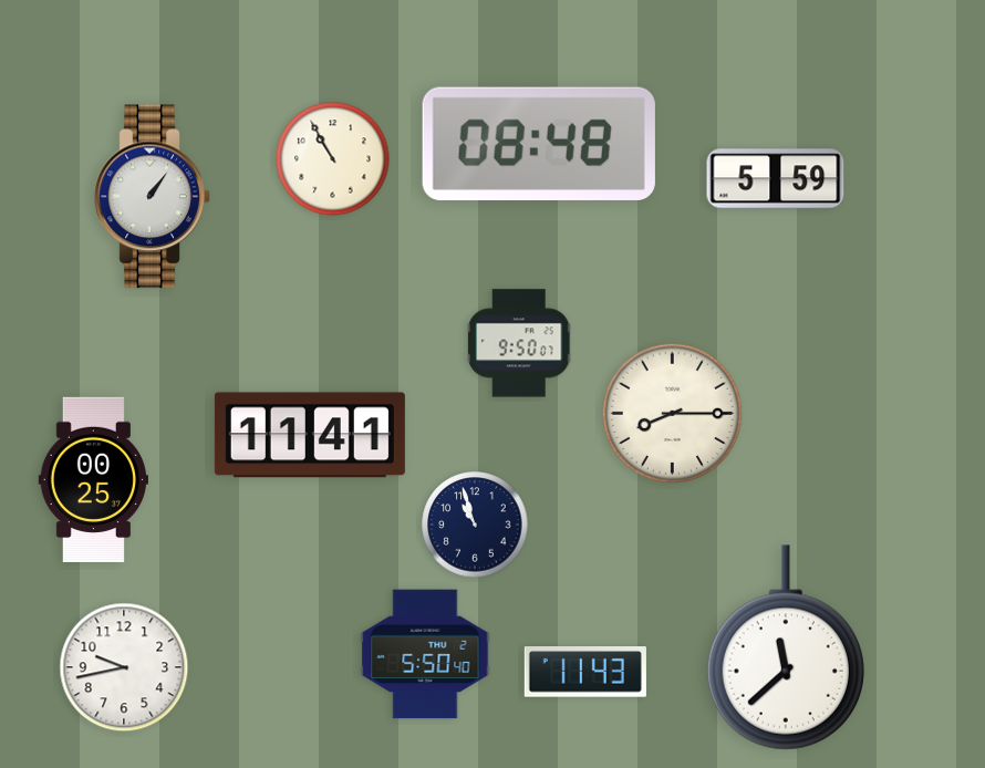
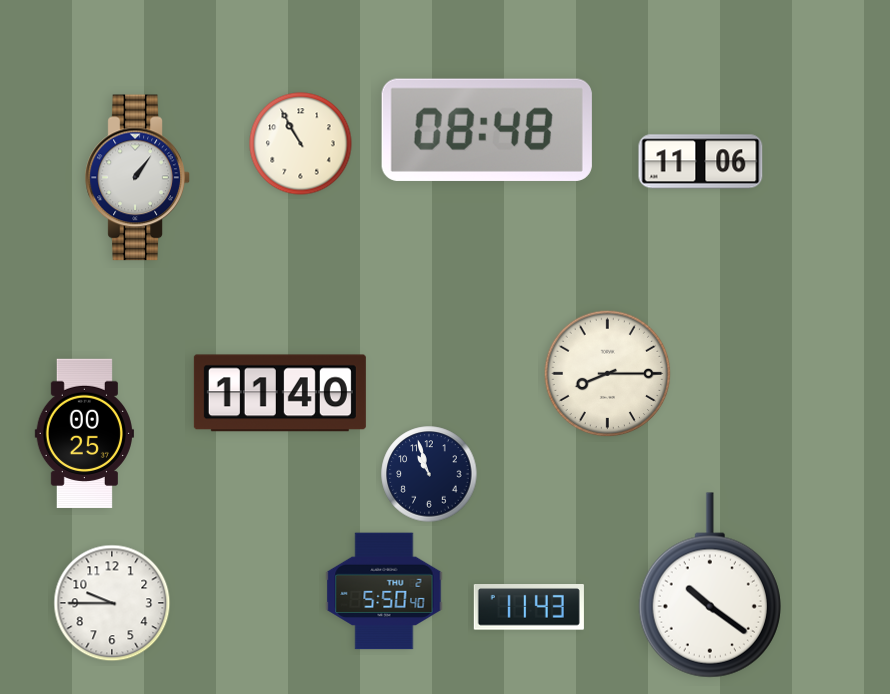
clock at (776, 179): 5:59 -> 11:06
clock at (520, 343): 9:50 -> none
clock at (310, 435): 11:41 -> 11:40
clock at (786, 647): 11:38 -> 10:21
clock at (124, 667): 9:43 -> 9:45
